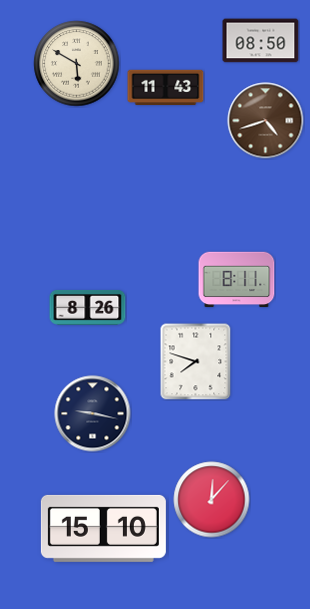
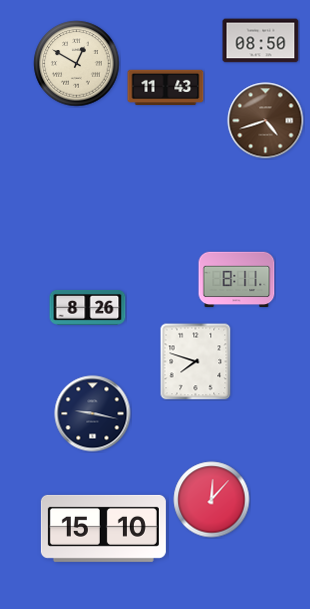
clock at (77, 64): 5:50 -> 12:50
